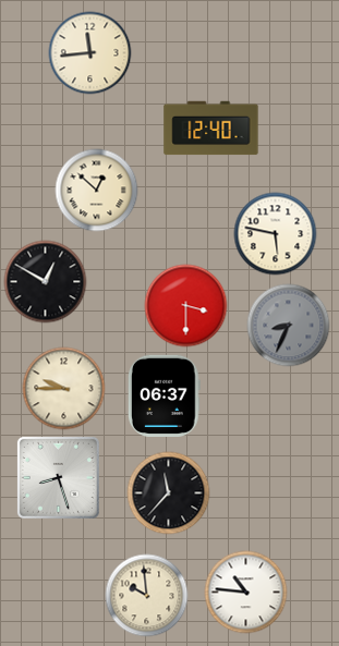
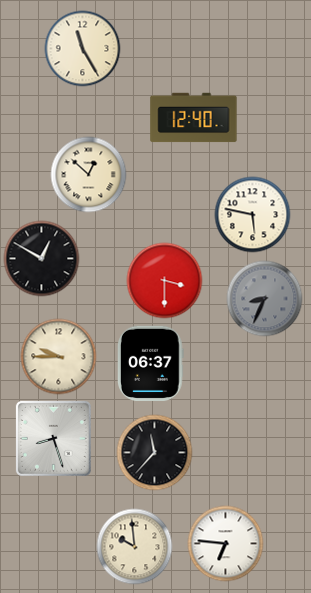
clock at (90, 53): 11:44 -> 11:25
clock at (186, 306) position: (186, 306) -> (165, 281)
clock at (246, 593): 10:46 -> 6:46
